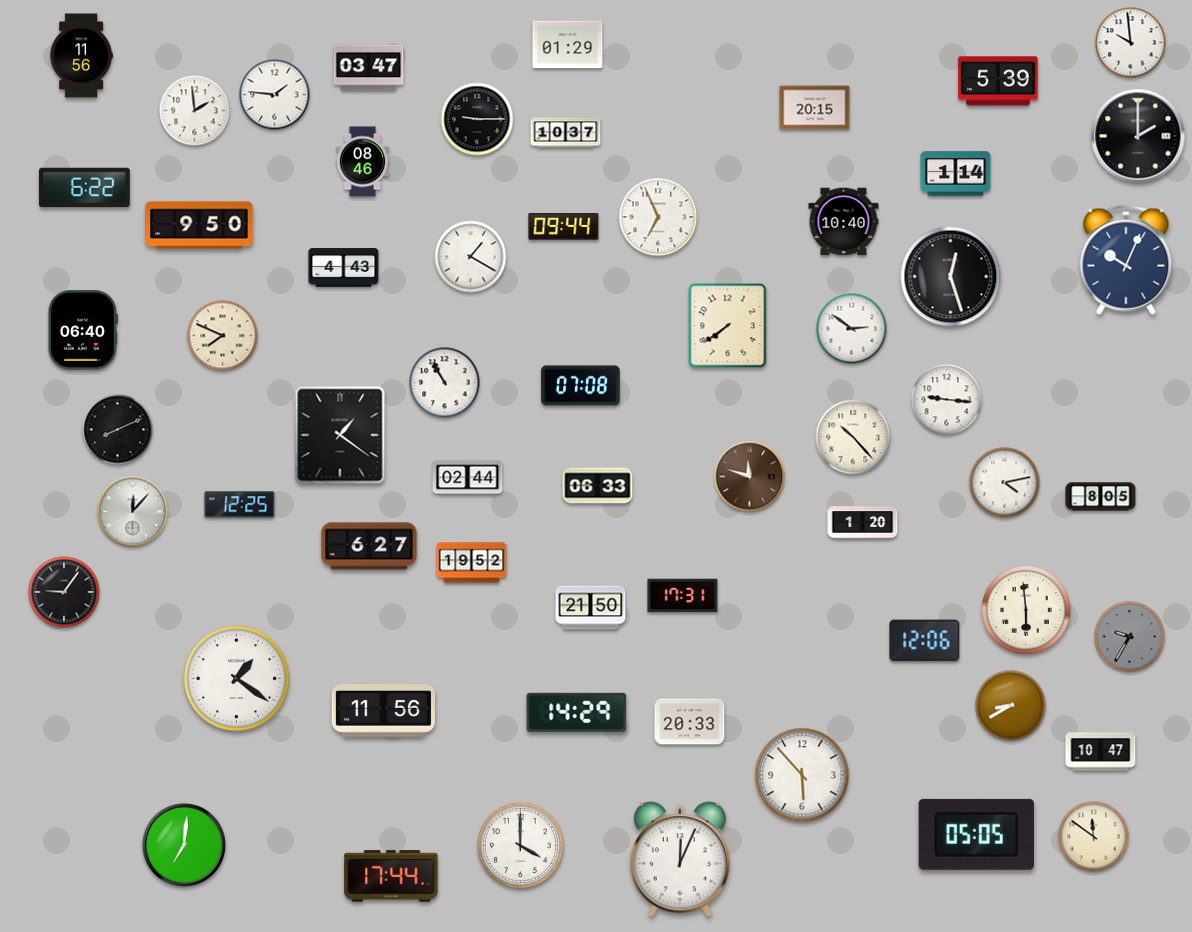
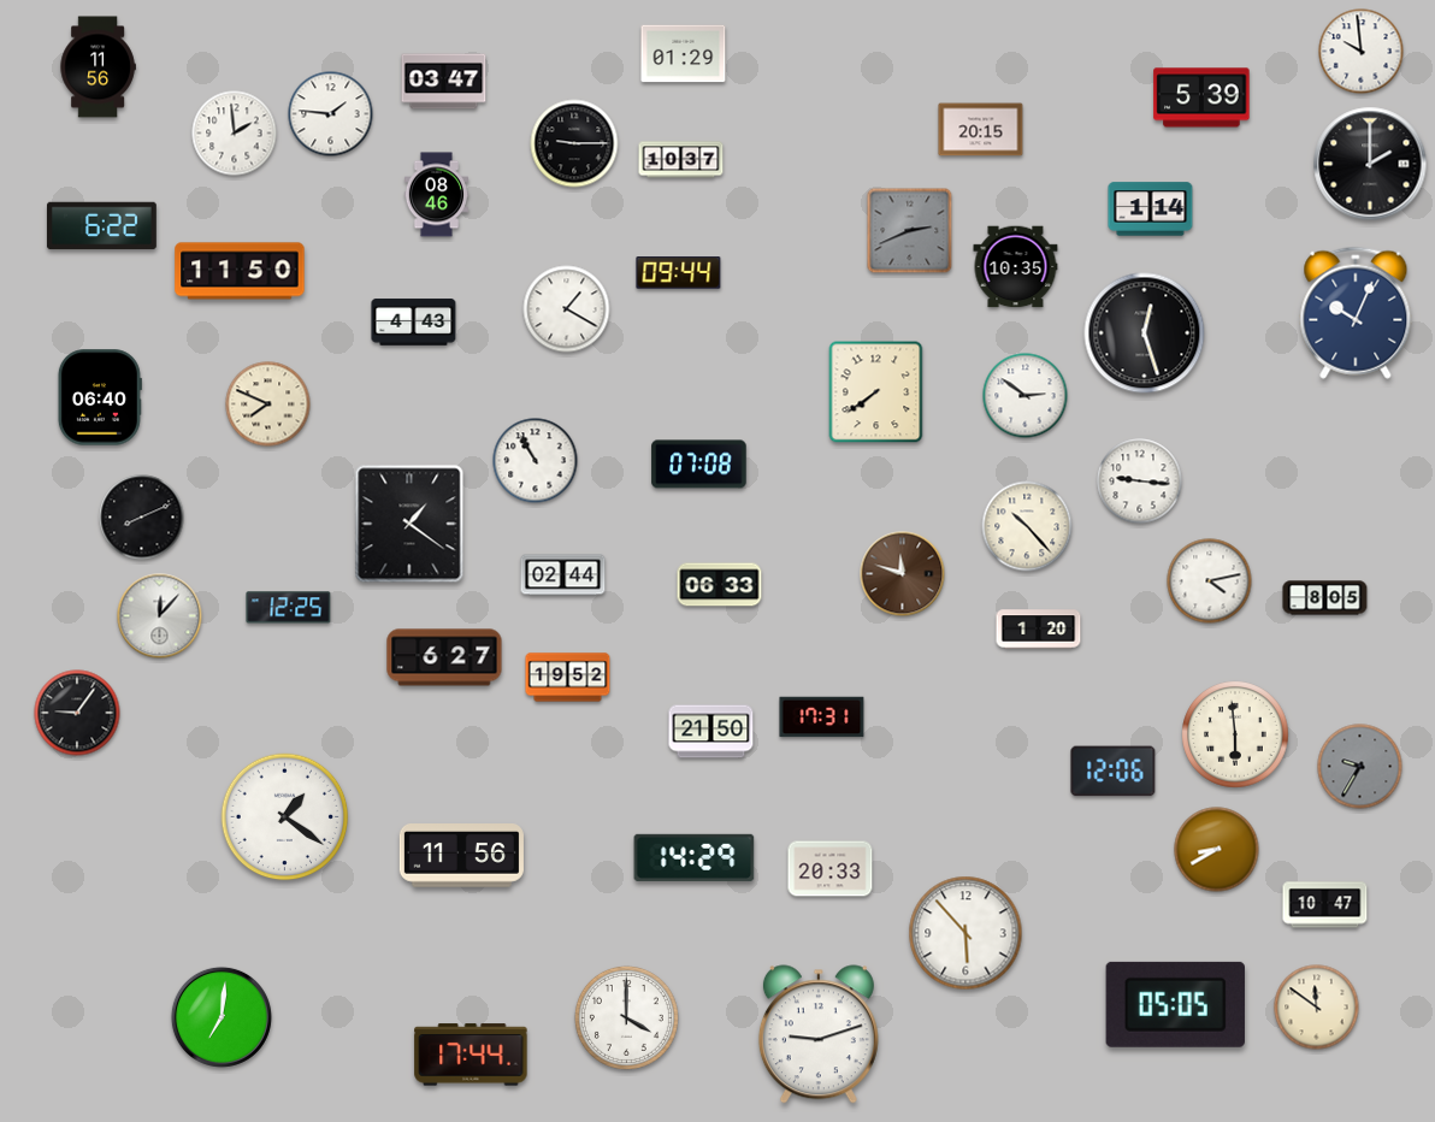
clock at (910, 231): none -> 2:41
clock at (658, 217): 6:56 -> none
clock at (844, 222): 10:40 -> 10:35
clock at (199, 225): 9:50 -> 11:50
clock at (680, 859): 12:04 -> 9:12
